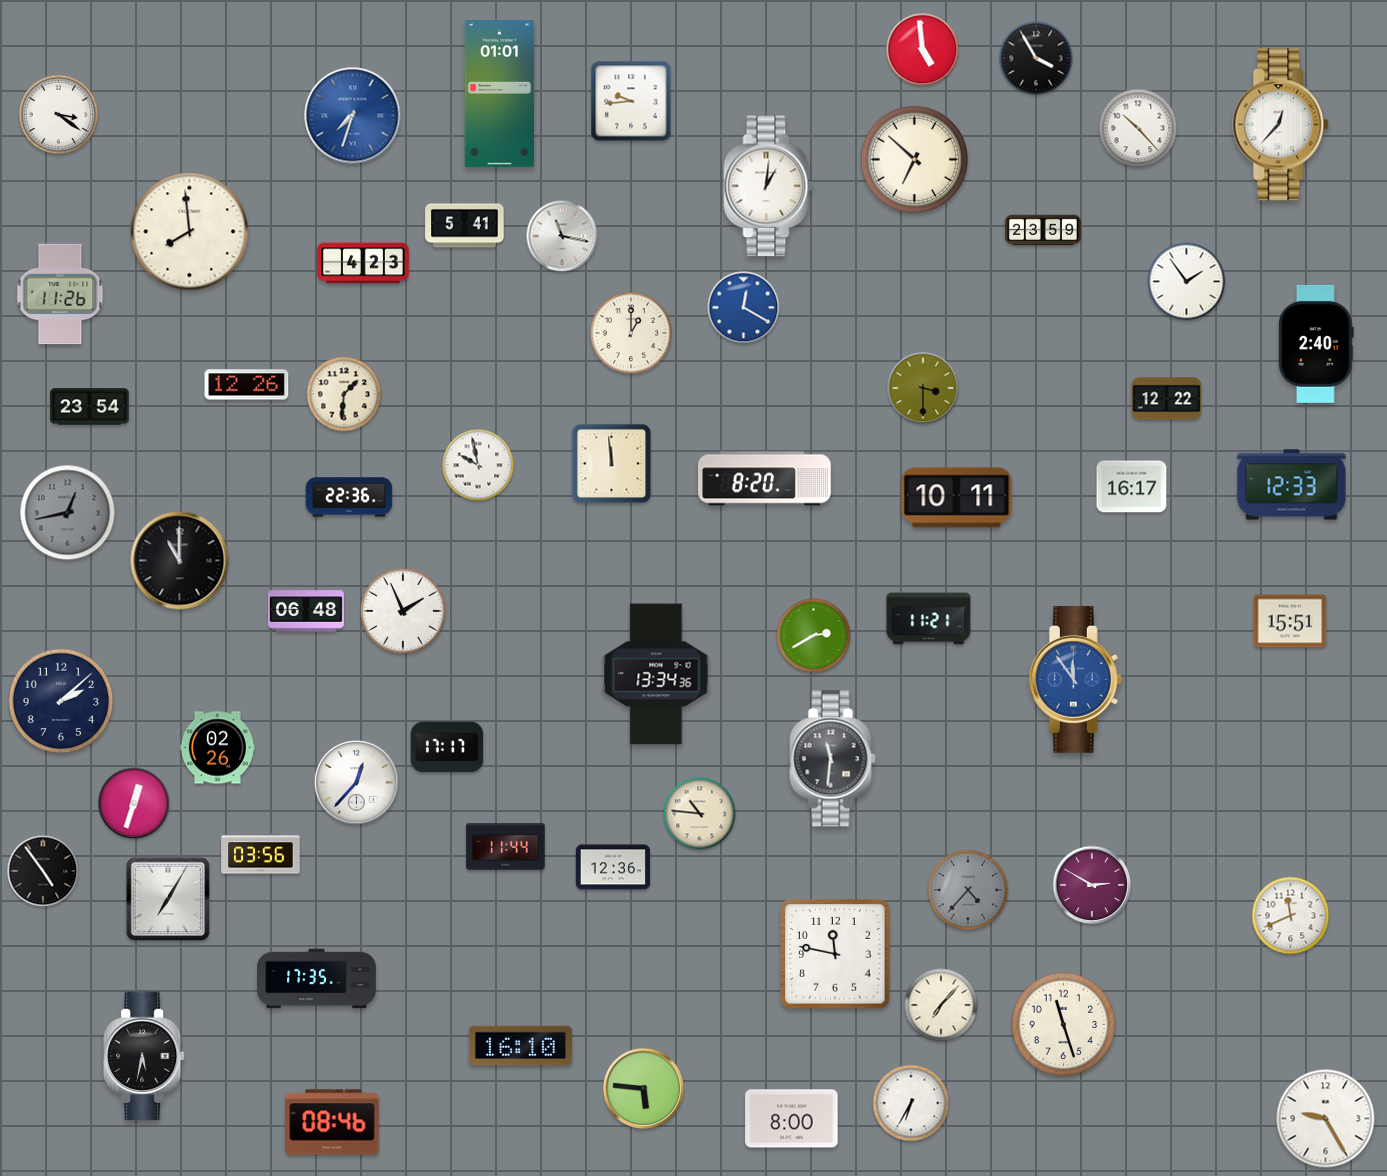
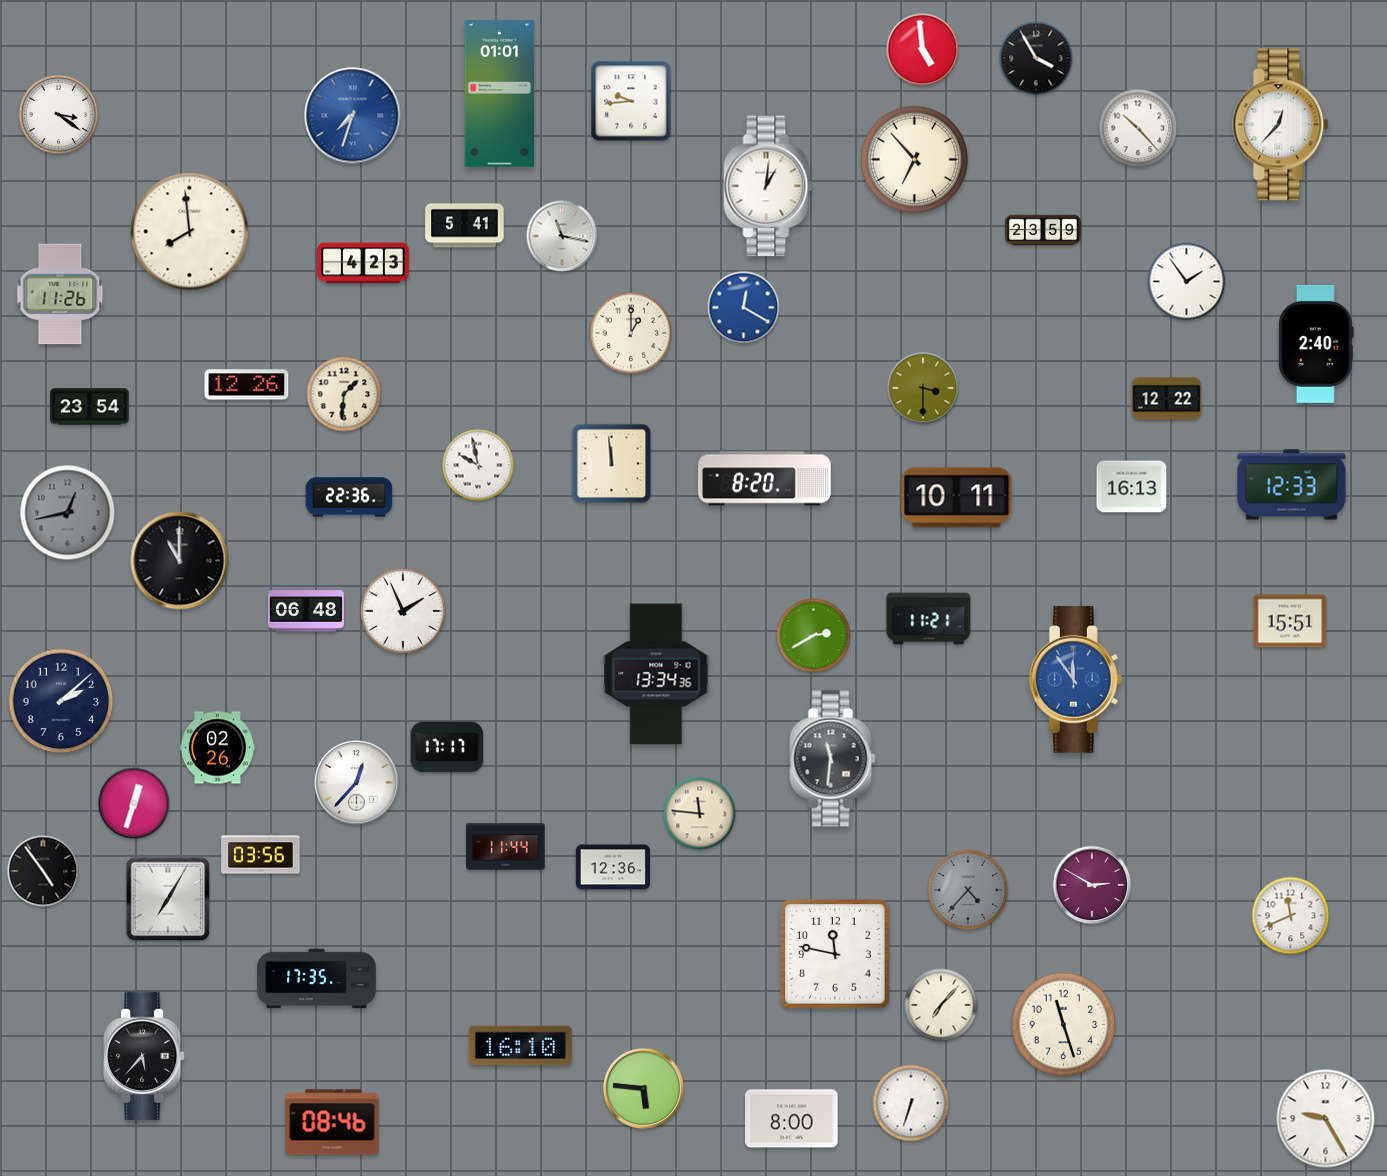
clock at (914, 159): 6:52 -> 6:53
clock at (1132, 487): 16:17 -> 16:13
clock at (700, 814): 10:46 -> 11:46
clock at (145, 1056): 5:32 -> 5:37
clock at (911, 1103): 6:35 -> 6:33
